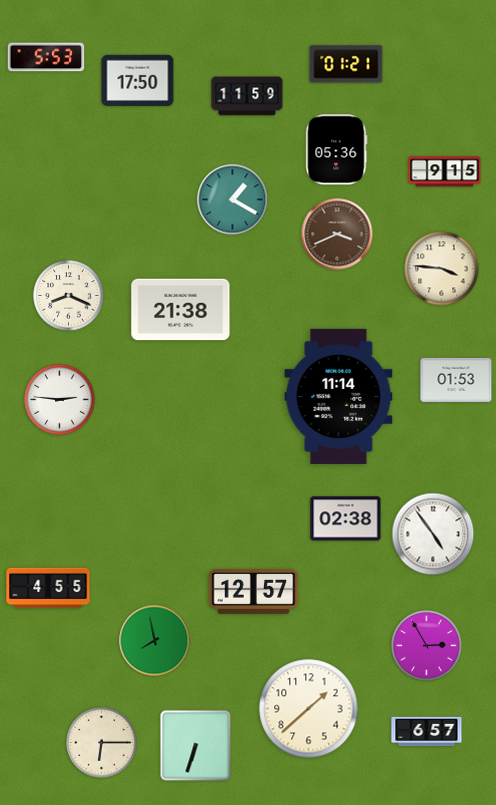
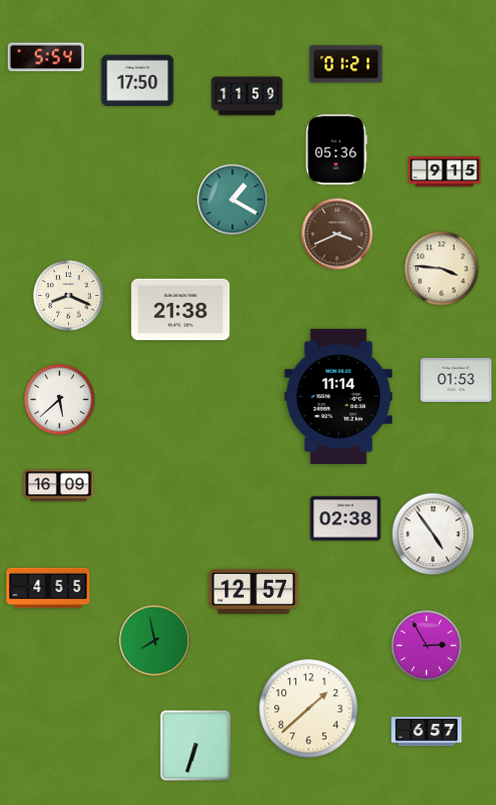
clock at (46, 57): 5:53 -> 5:54
clock at (60, 400): 2:46 -> 5:38
clock at (59, 486): none -> 16:09
clock at (102, 743): 6:15 -> none
